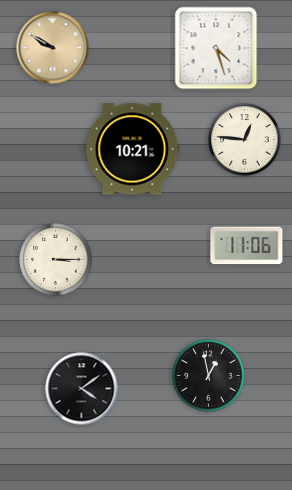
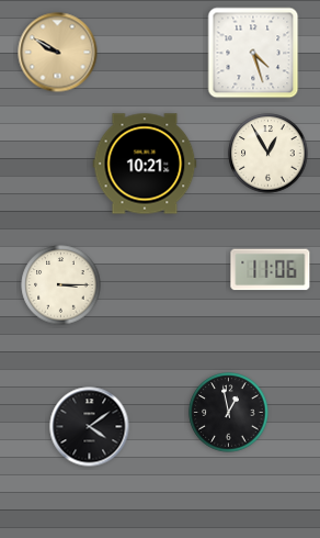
clock at (216, 48) position: (216, 48) -> (253, 53)
clock at (245, 140): 12:46 -> 12:55
